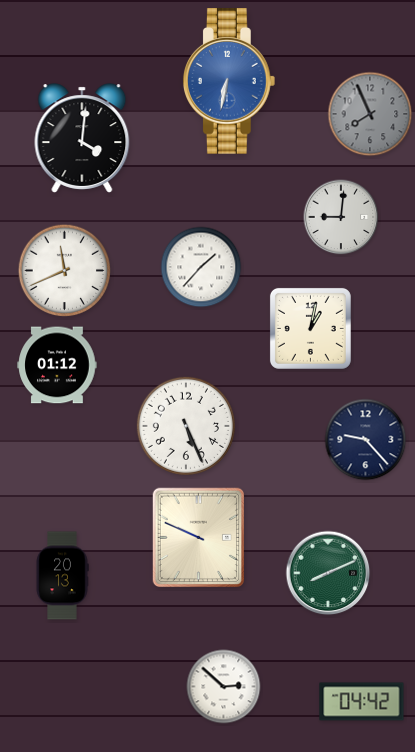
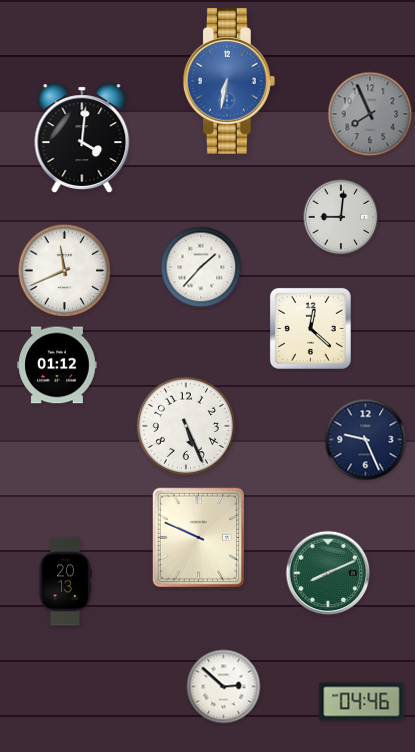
clock at (310, 328): 1:02 -> 12:22
clock at (366, 440): 9:23 -> 9:26
clock at (62, 576) position: (62, 576) -> (65, 582)
clock at (362, 702): 04:42 -> 04:46
